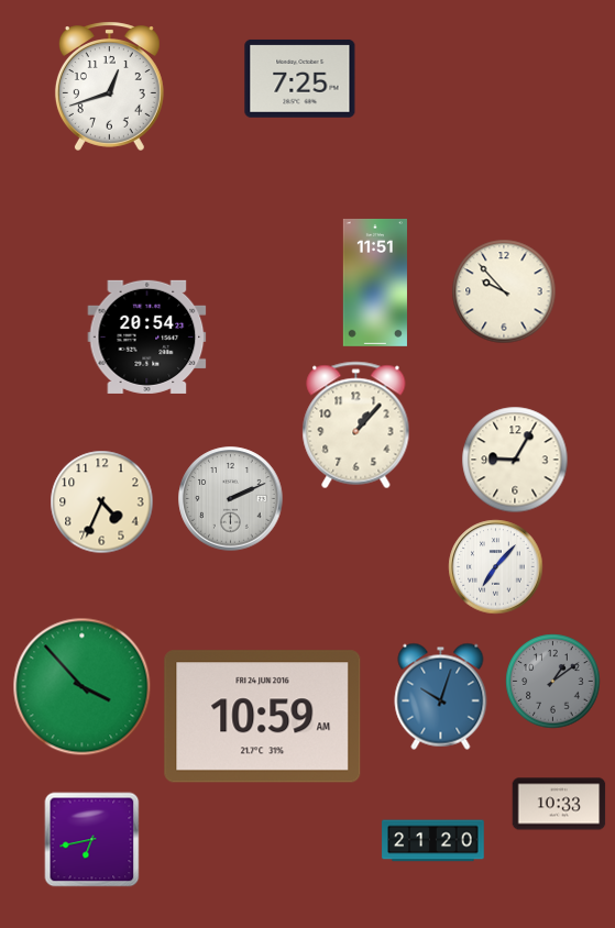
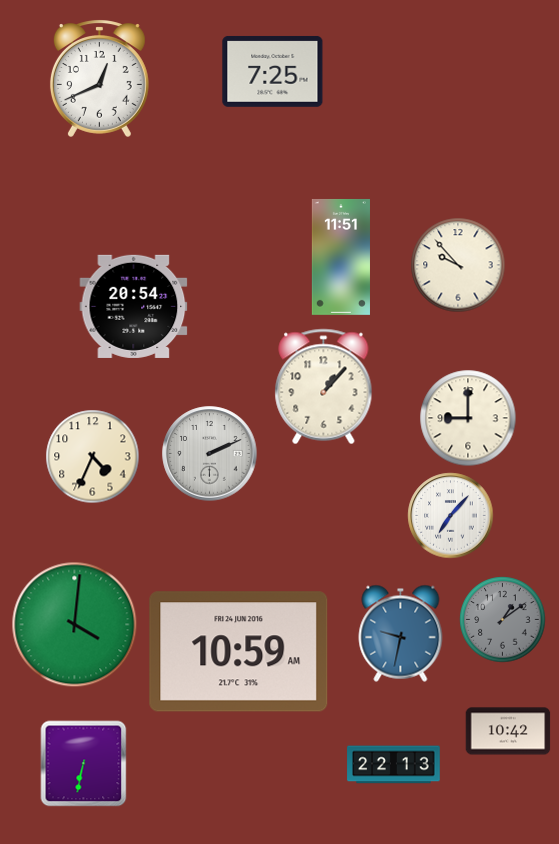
clock at (109, 86): 12:42 -> 12:41
clock at (515, 460): 9:05 -> 9:00
clock at (83, 687): 3:53 -> 4:01
clock at (441, 696): 10:03 -> 9:32
clock at (559, 804): 10:33 -> 10:42
clock at (92, 840): 6:43 -> 6:32
clock at (433, 841): 21:20 -> 22:13
